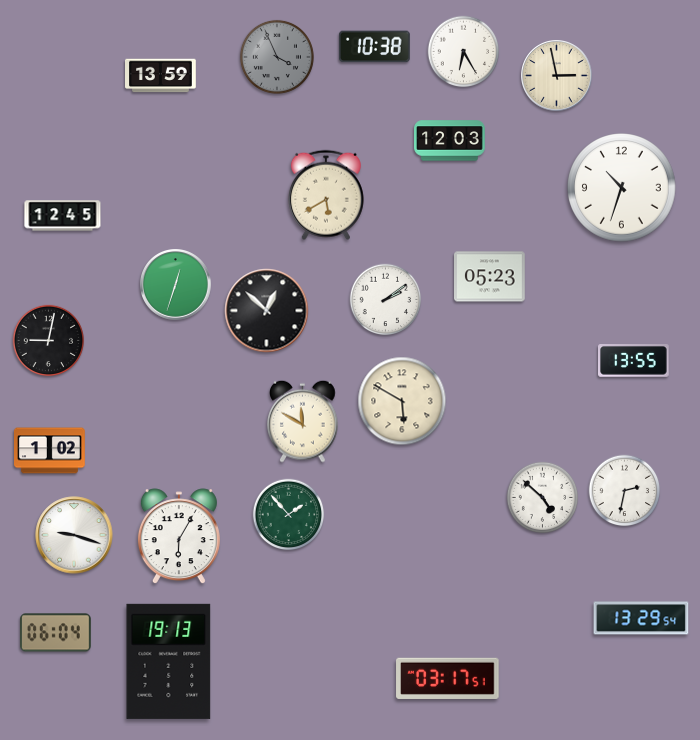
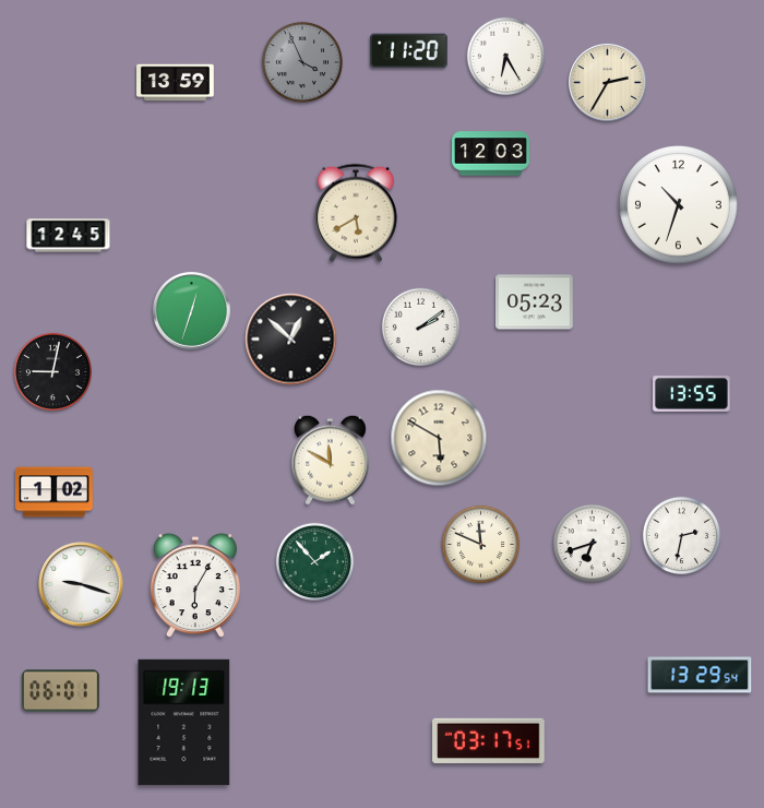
clock at (375, 47): 10:38 -> 11:20
clock at (557, 76): 2:58 -> 2:35
clock at (543, 498): 4:52 -> 6:42
clock at (481, 545): none -> 11:49
clock at (56, 633): 06:04 -> 06:01
